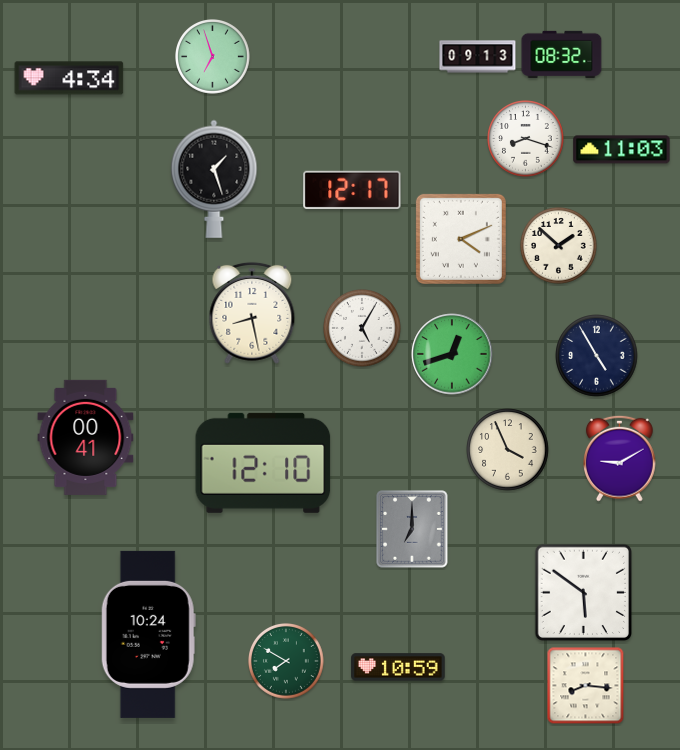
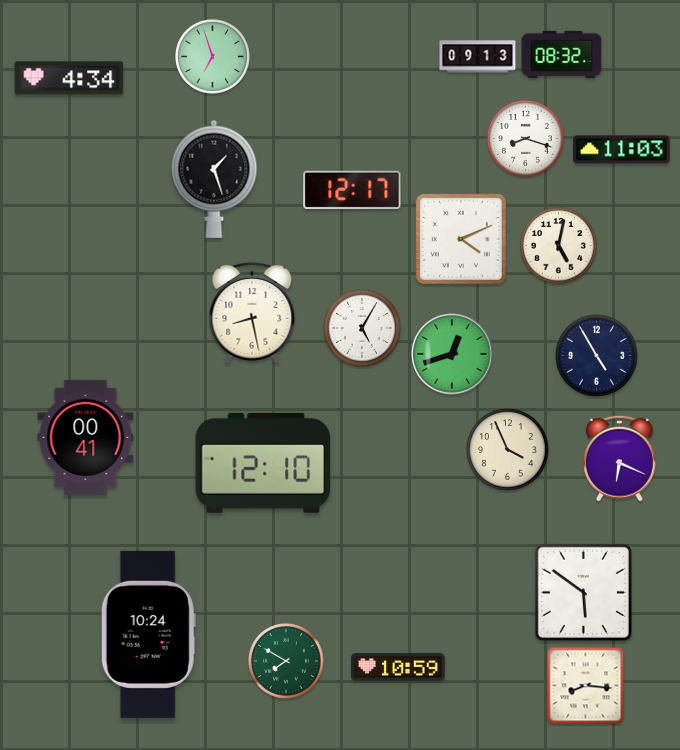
clock at (559, 246): 1:52 -> 5:02
clock at (620, 458): 9:10 -> 6:19
clock at (412, 529): 7:00 -> none
